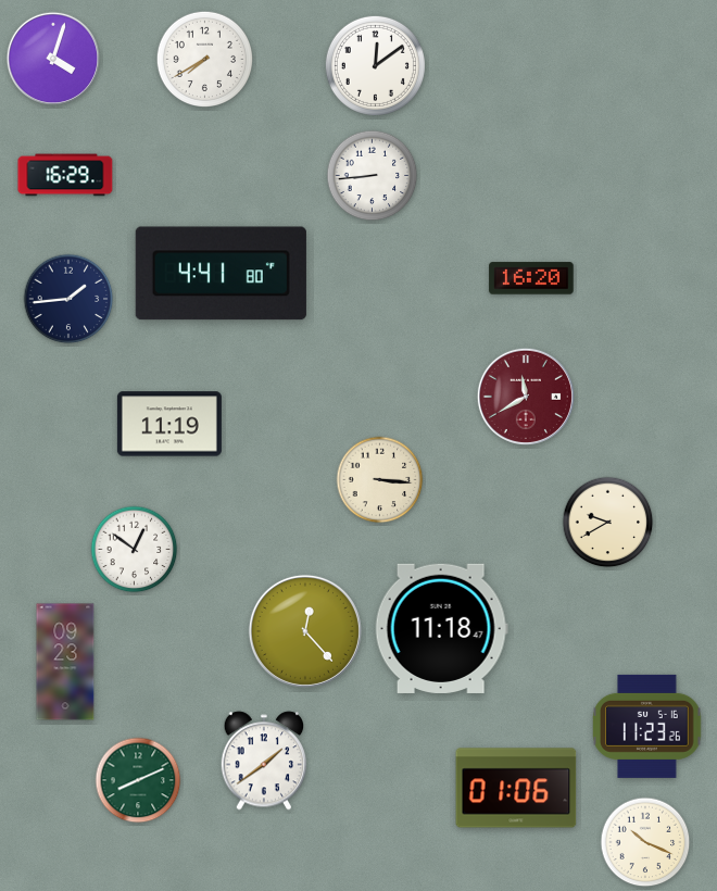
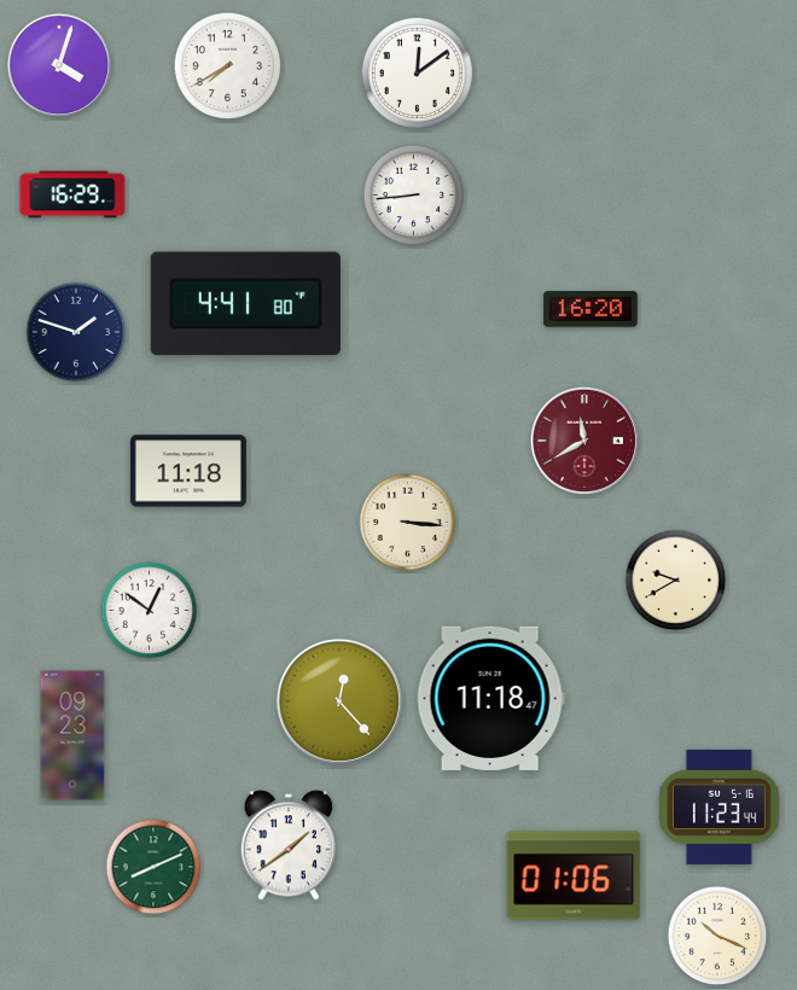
clock at (68, 299): 1:44 -> 1:48
clock at (169, 424): 11:19 -> 11:18
clock at (380, 480) position: (380, 480) -> (408, 523)
clock at (647, 726): 11:23:26 -> 11:23:44
clock at (264, 761) position: (264, 761) -> (289, 845)
